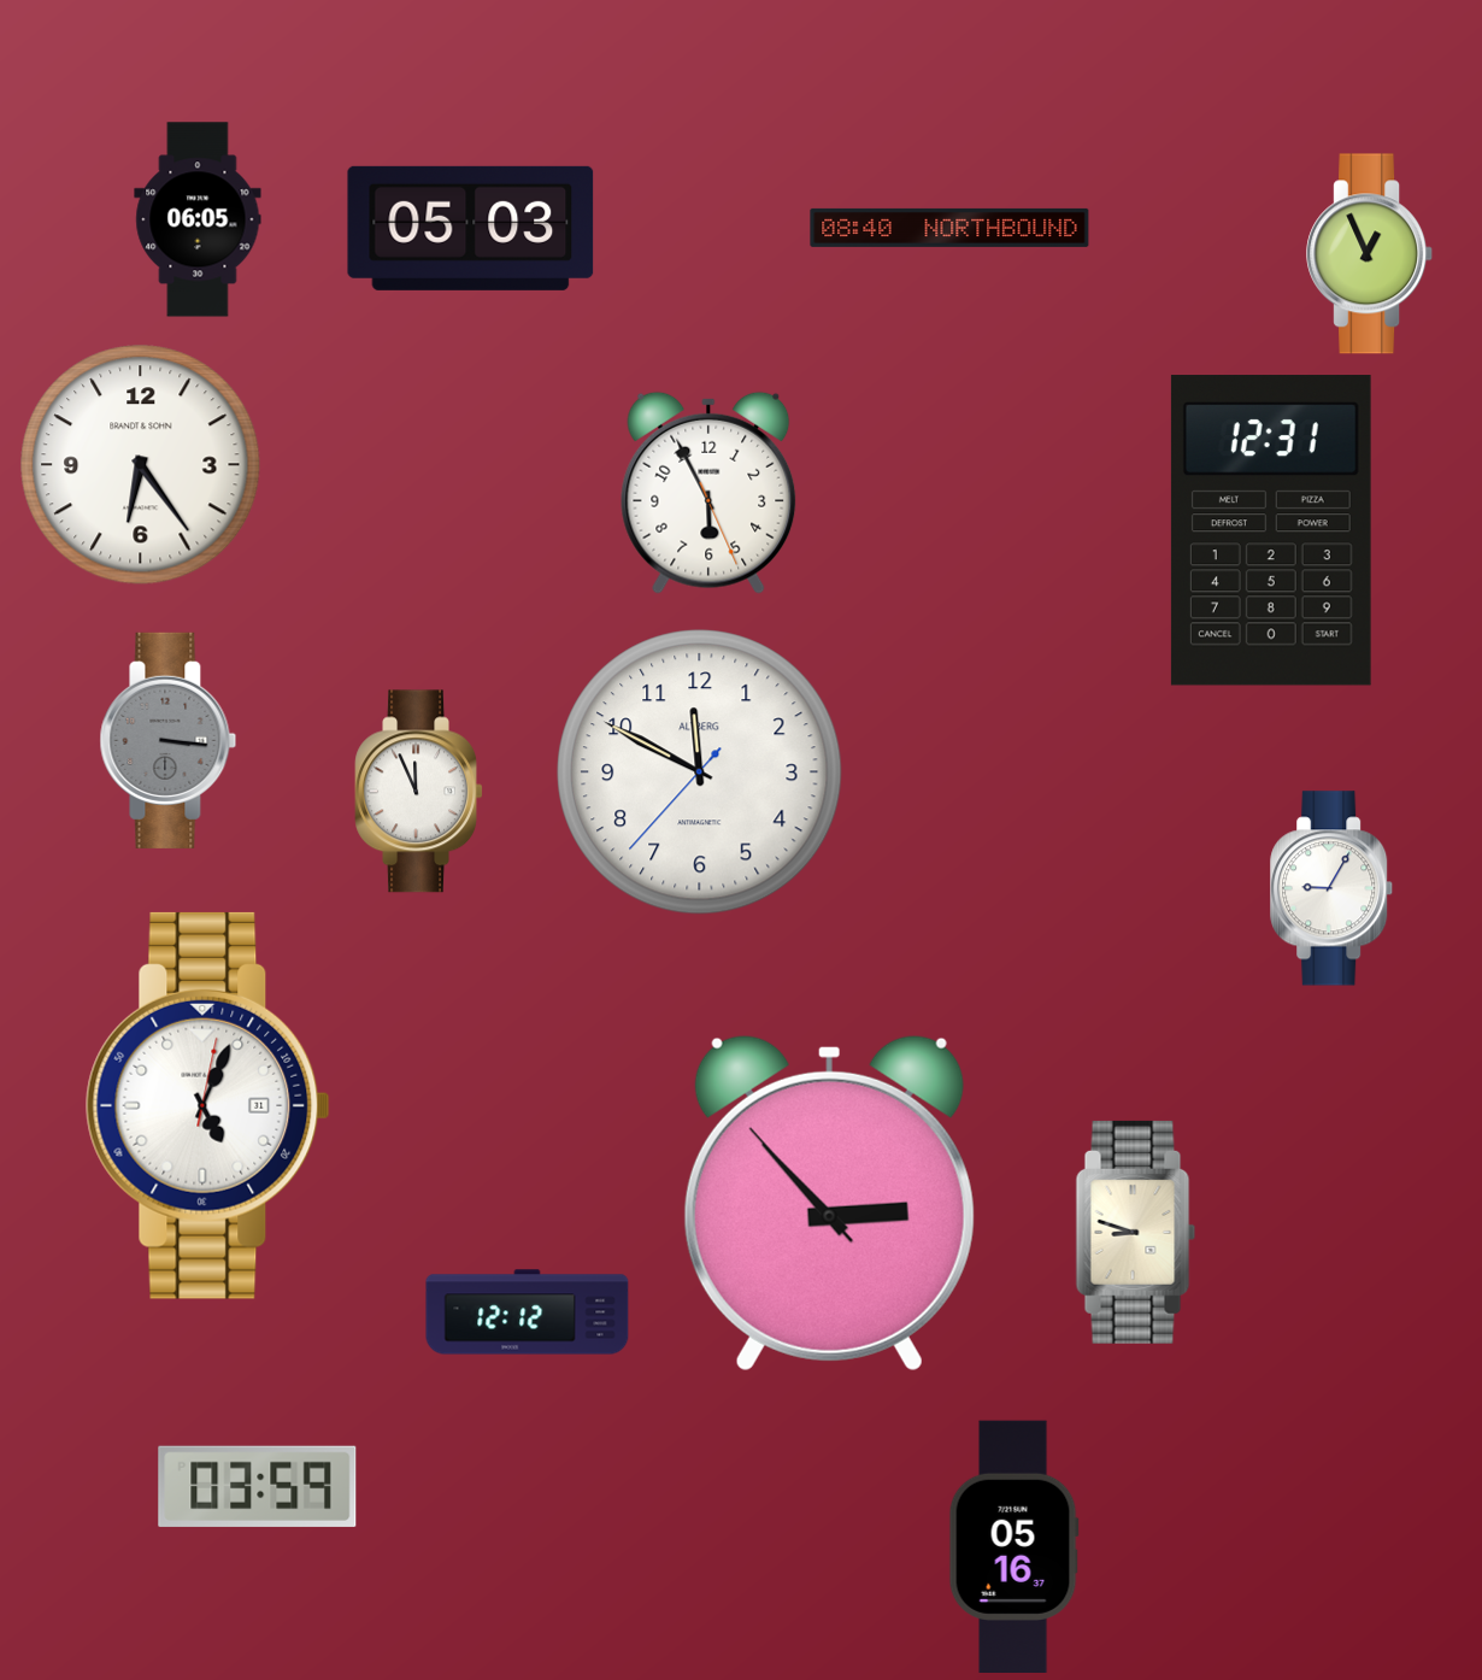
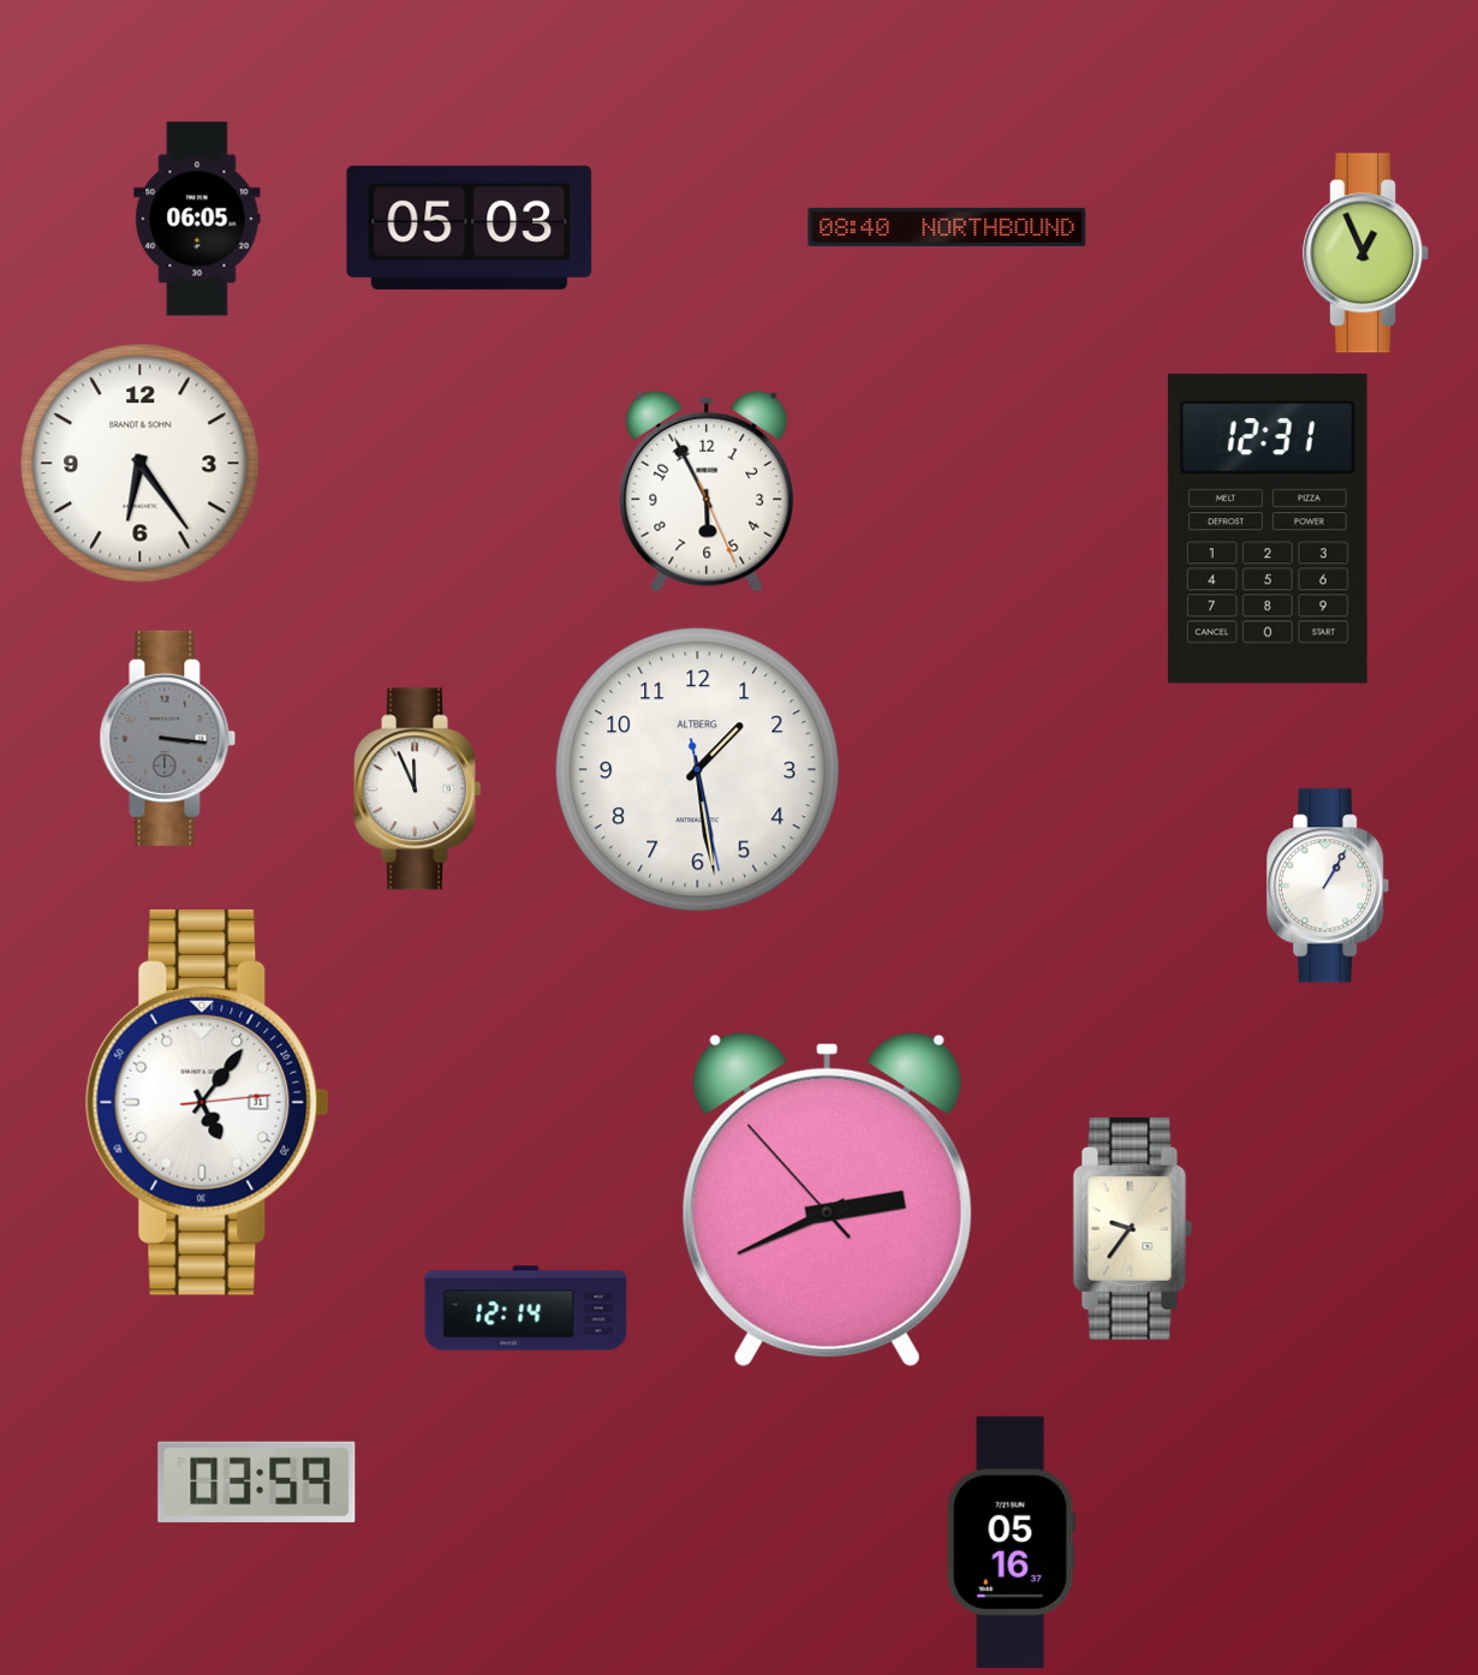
clock at (700, 773): 11:49 -> 1:28
clock at (1333, 888): 9:05 -> 1:05
clock at (207, 1105): 5:04 -> 5:06
clock at (829, 1203): 2:52 -> 2:40
clock at (1136, 1232): 8:48 -> 9:36
clock at (528, 1312): 12:12 -> 12:14
